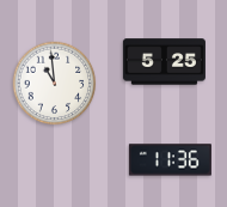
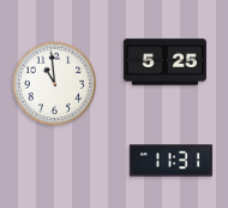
clock at (170, 160): 11:36 -> 11:31
